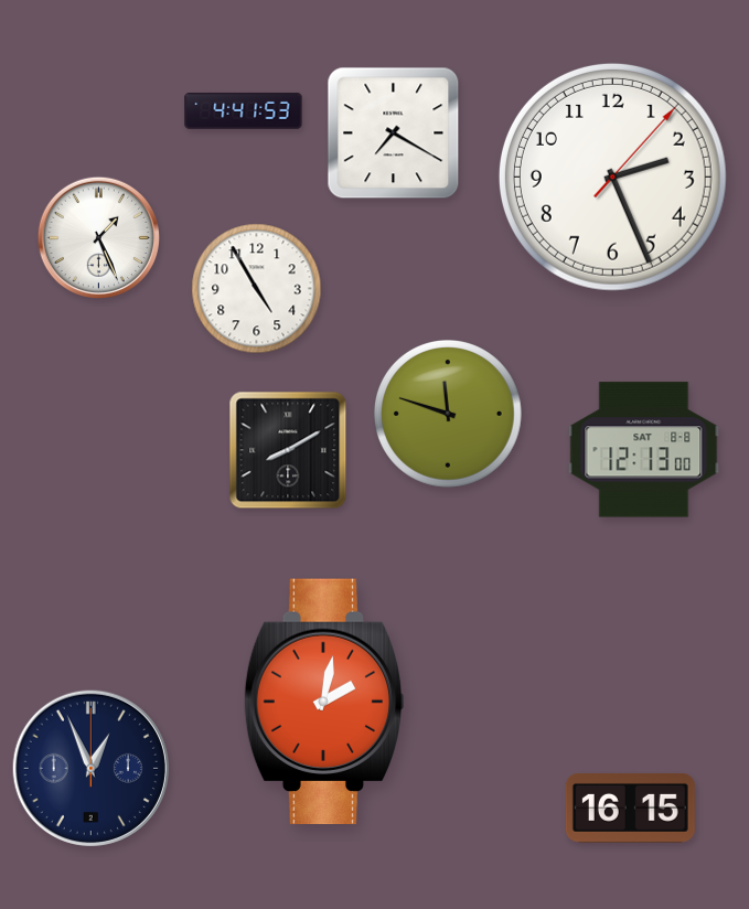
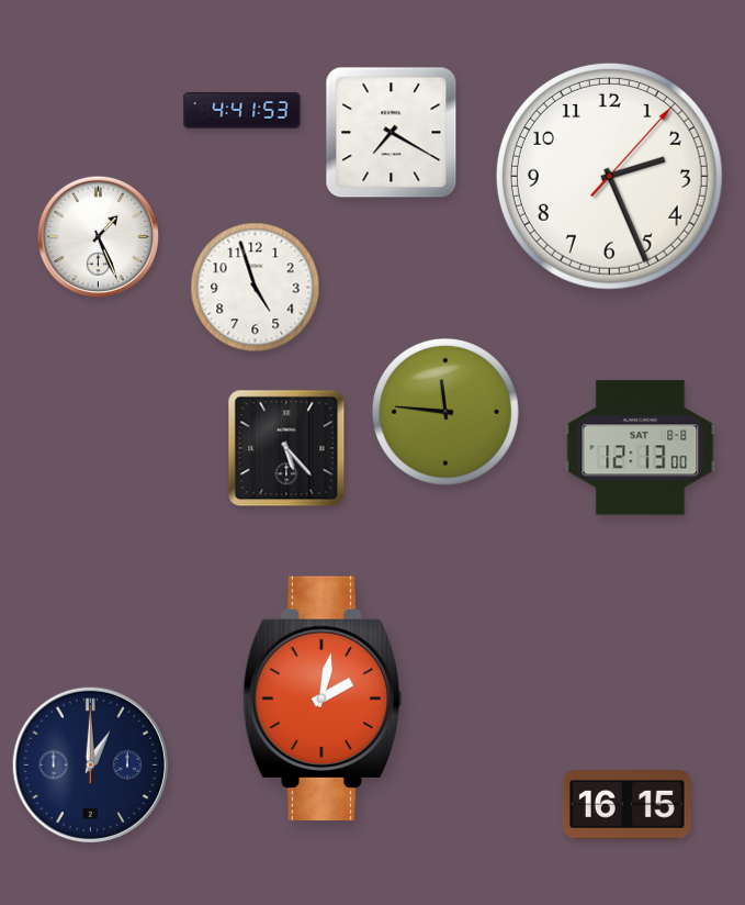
clock at (257, 289): 4:55 -> 4:57
clock at (448, 414): 11:48 -> 11:46
clock at (288, 450): 8:10 -> 5:23
clock at (90, 768): 12:56 -> 1:00
